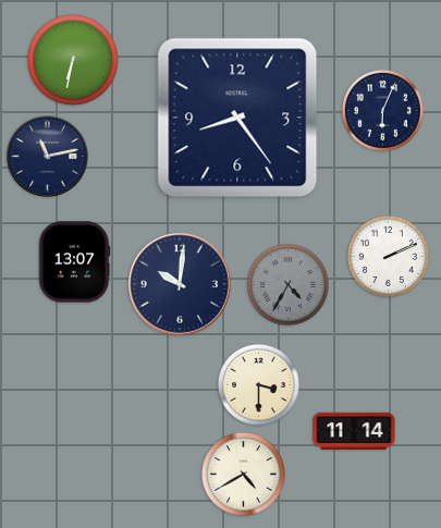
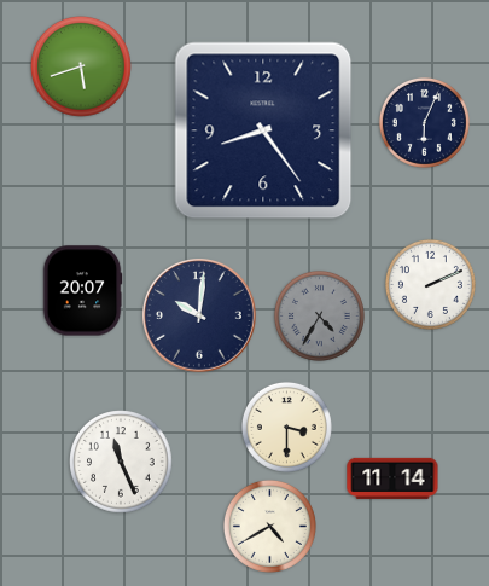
clock at (74, 60): 6:32 -> 5:42
clock at (48, 157): 11:13 -> none
clock at (74, 262): 13:07 -> 20:07
clock at (122, 463): none -> 11:26
